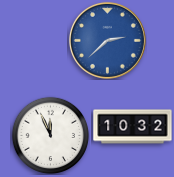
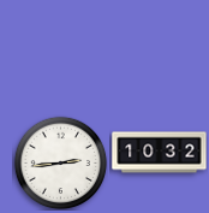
clock at (107, 40): 2:38 -> none
clock at (50, 135): 11:56 -> 2:44
